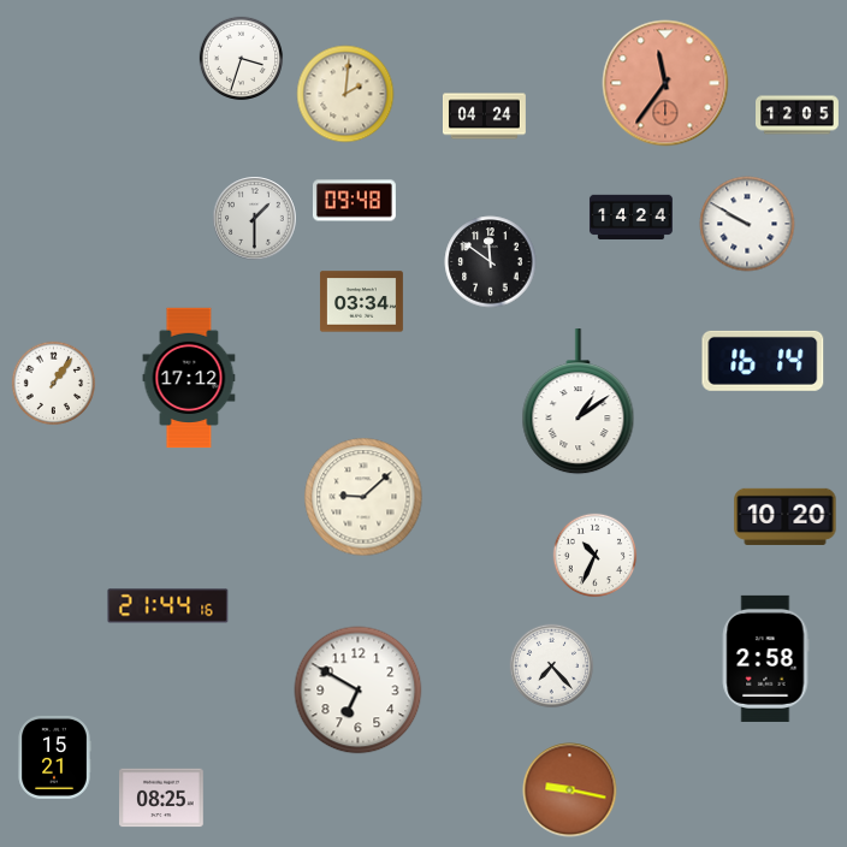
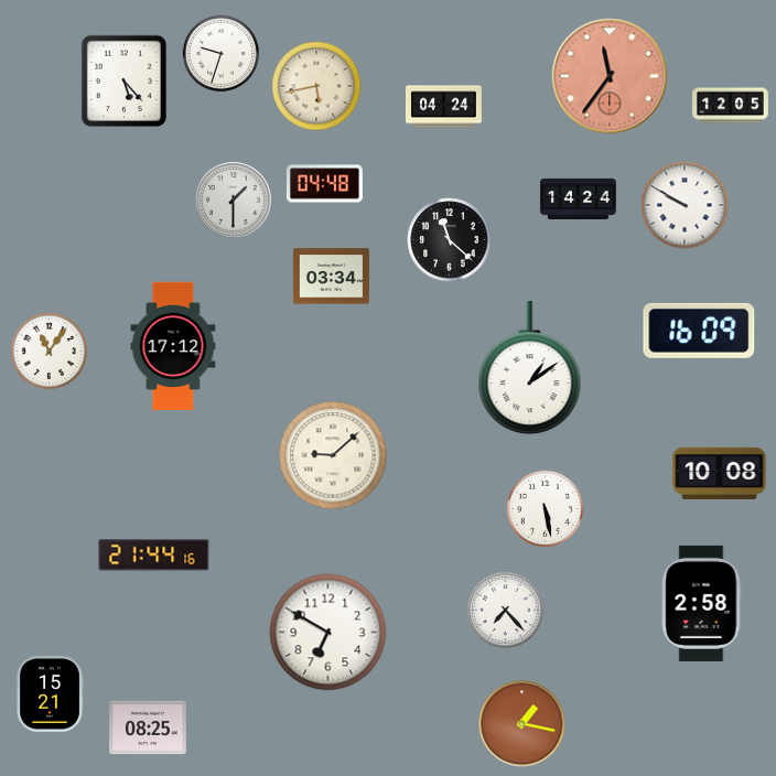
clock at (242, 59): 3:33 -> 9:33
clock at (123, 80): none -> 5:23
clock at (345, 94): 2:01 -> 5:43
clock at (354, 201): 09:48 -> 04:48
clock at (491, 262): 11:51 -> 11:22
clock at (763, 361): 16:14 -> 16:09
clock at (54, 384): 1:06 -> 11:06
clock at (786, 516): 10:20 -> 10:08
clock at (596, 556): 10:34 -> 5:28
clock at (570, 790): 9:17 -> 1:17
clock at (161, 798) position: (161, 798) -> (148, 727)
